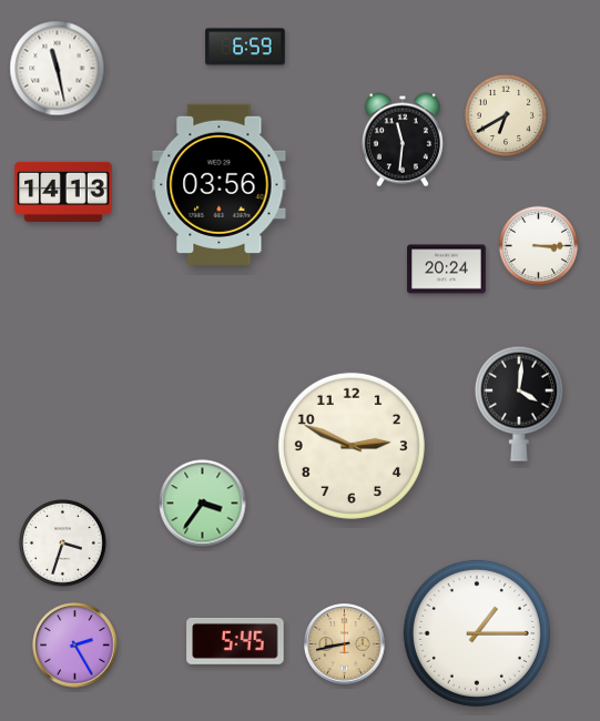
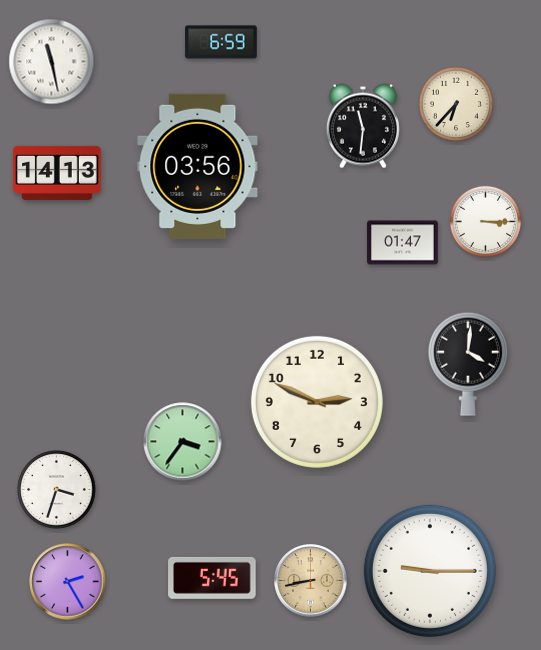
clock at (506, 115): 6:40 -> 6:37
clock at (447, 270): 20:24 -> 01:47
clock at (203, 504) position: (203, 504) -> (183, 442)
clock at (477, 633): 1:15 -> 9:15
